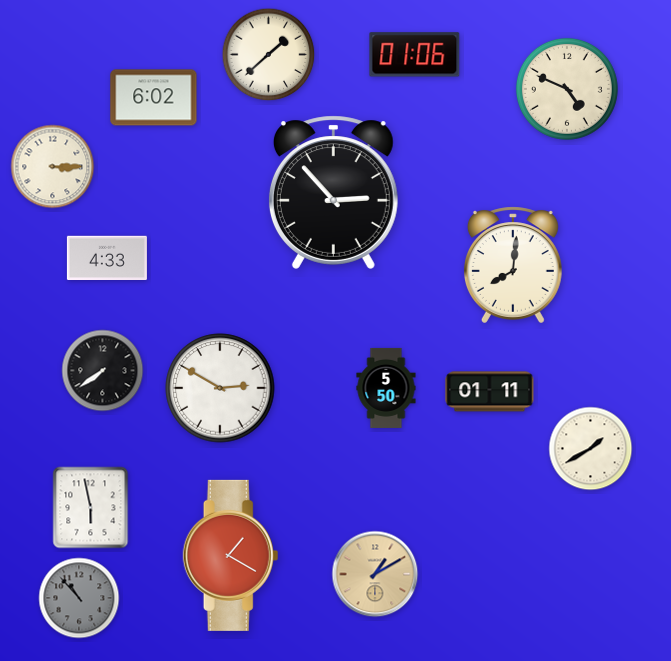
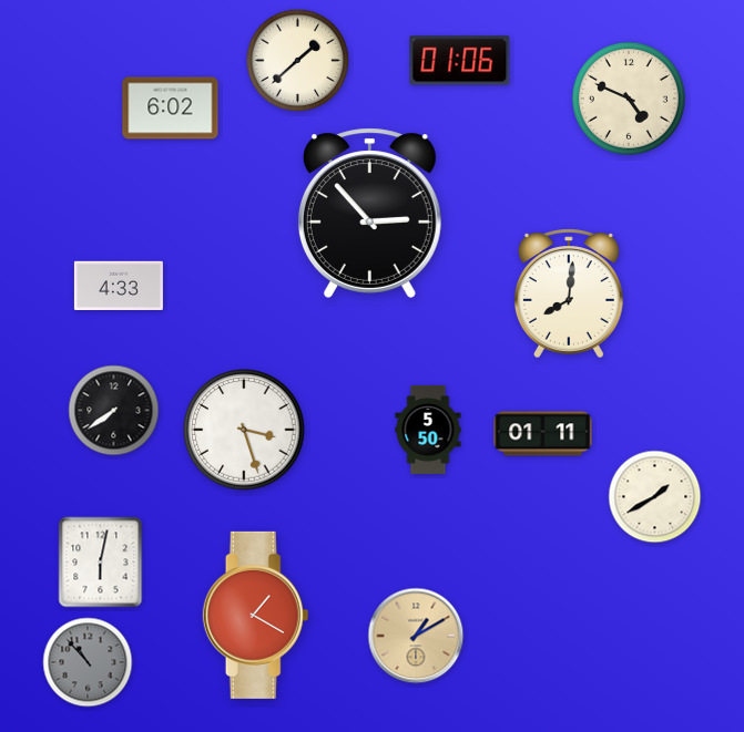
clock at (53, 167): 3:15 -> none
clock at (220, 388): 2:50 -> 3:27
clock at (91, 508): 5:58 -> 6:02
